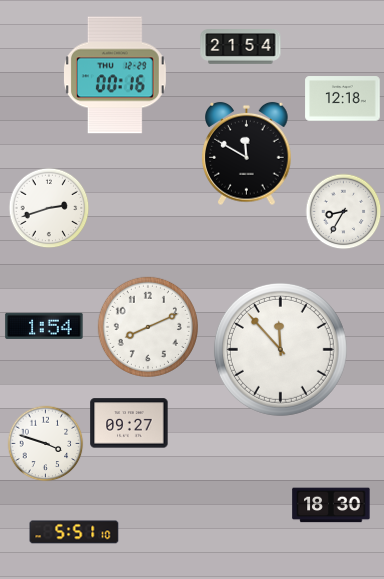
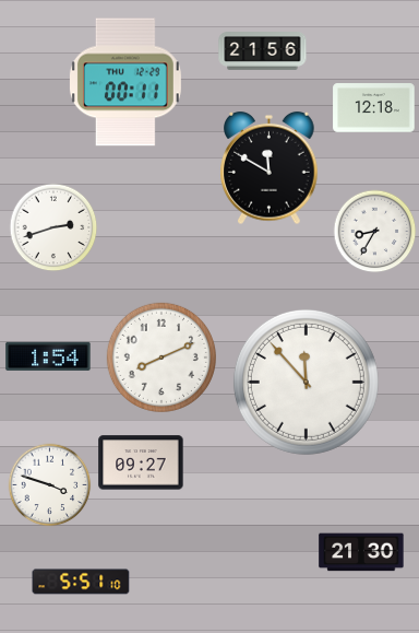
clock at (241, 47): 21:54 -> 21:56
clock at (115, 75): 00:16 -> 00:11
clock at (331, 505): 18:30 -> 21:30
